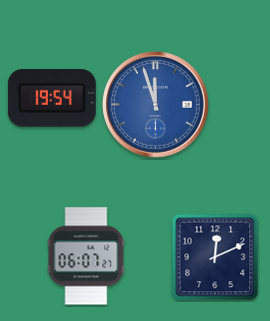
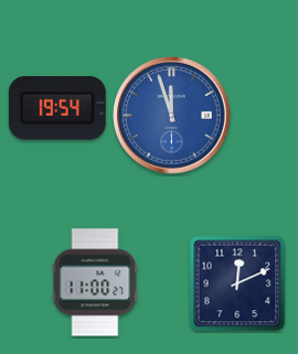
clock at (86, 256): 06:07 -> 11:00
